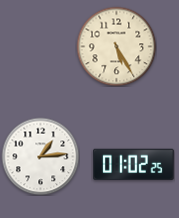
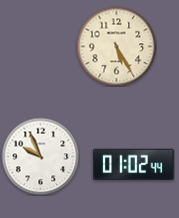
clock at (40, 156): 1:14 -> 9:56
clock at (134, 164): 01:02:25 -> 01:02:44
